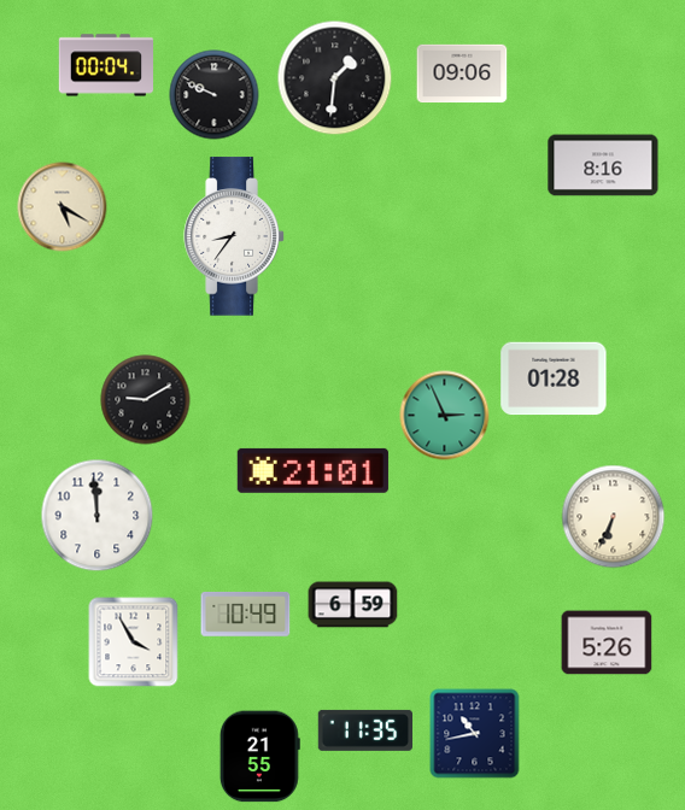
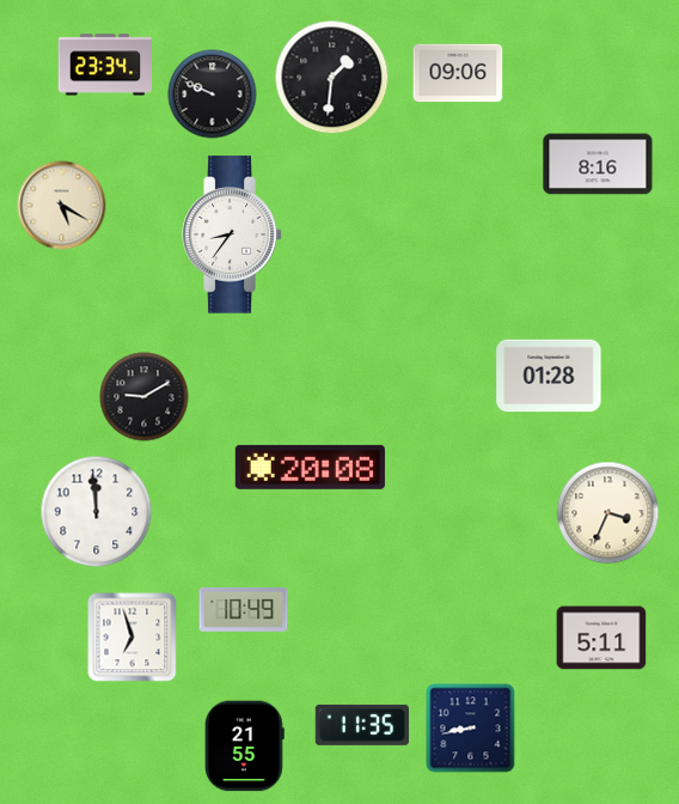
clock at (106, 65): 00:04 -> 23:34
clock at (445, 416): 2:56 -> none
clock at (312, 470): 21:01 -> 20:08
clock at (614, 517): 6:34 -> 3:34
clock at (353, 605): 6:59 -> none
clock at (134, 642): 3:55 -> 6:57
clock at (607, 642): 5:26 -> 5:11
clock at (475, 734): 10:43 -> 8:43
clock at (259, 757) position: (259, 757) -> (244, 747)
